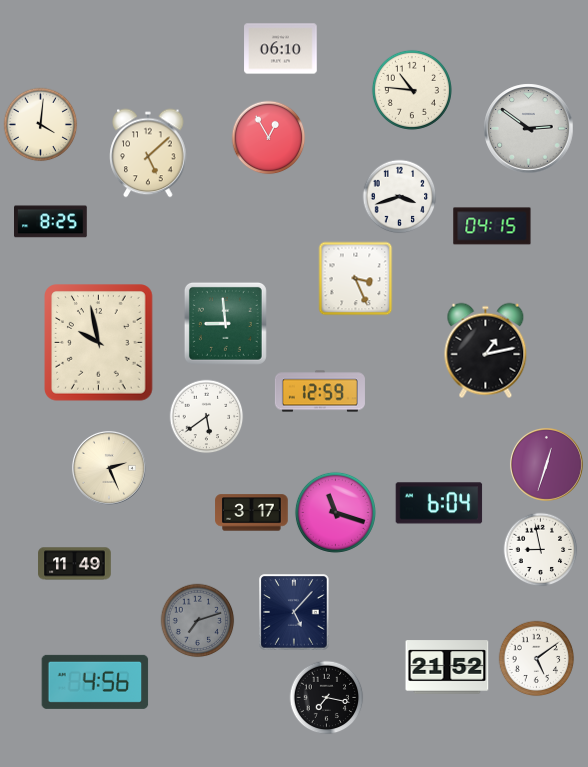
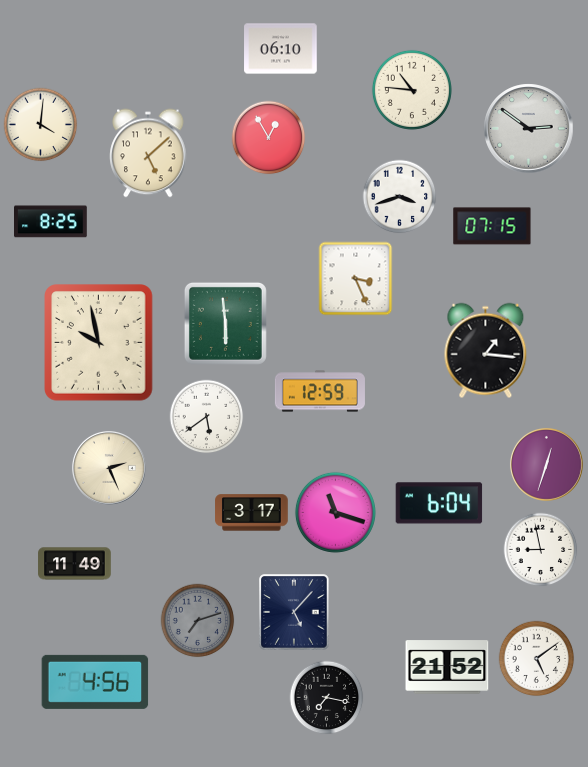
clock at (492, 226): 04:15 -> 07:15
clock at (225, 323): 8:59 -> 5:59
clock at (486, 351): 1:13 -> 1:16
